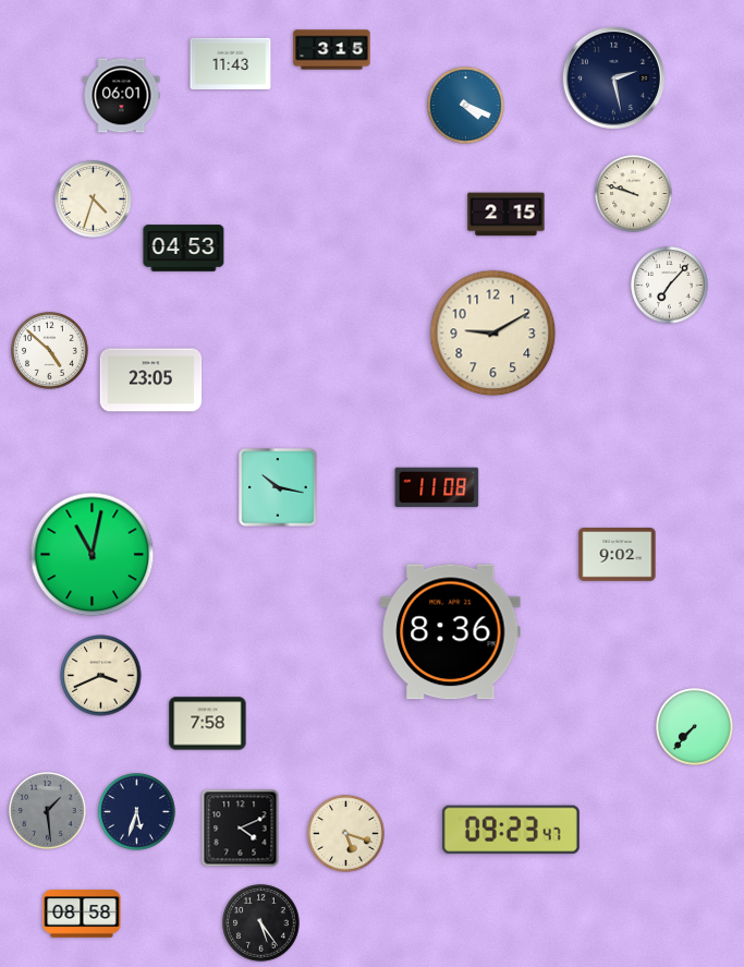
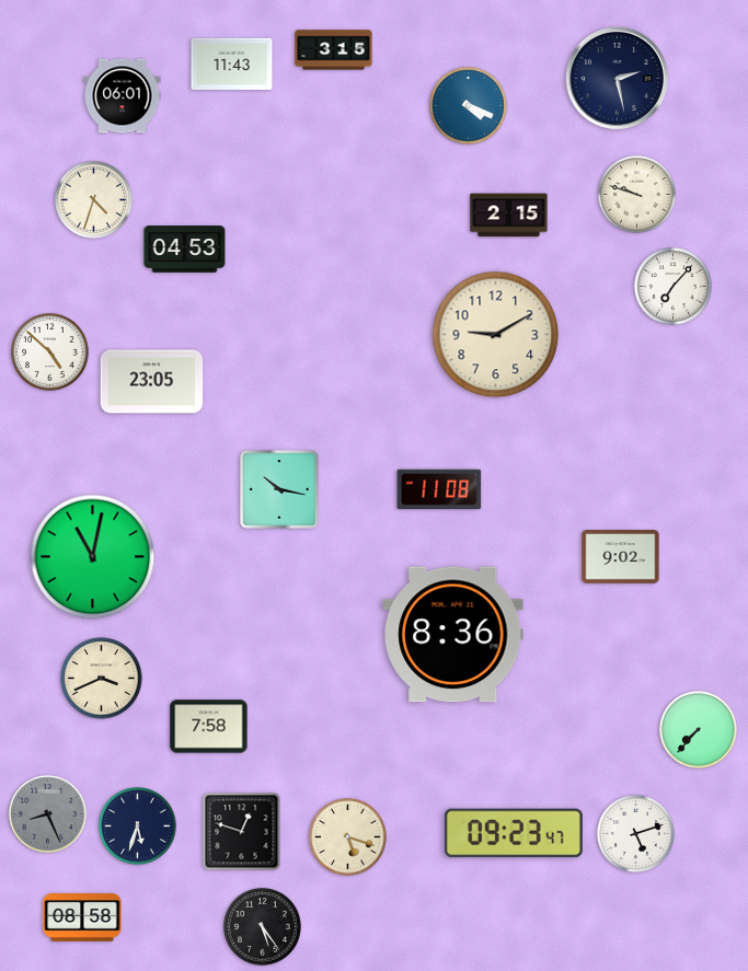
clock at (48, 811): 1:29 -> 8:26
clock at (137, 812) position: (137, 812) -> (138, 826)
clock at (241, 829): 4:11 -> 12:48
clock at (636, 834): none -> 5:12
